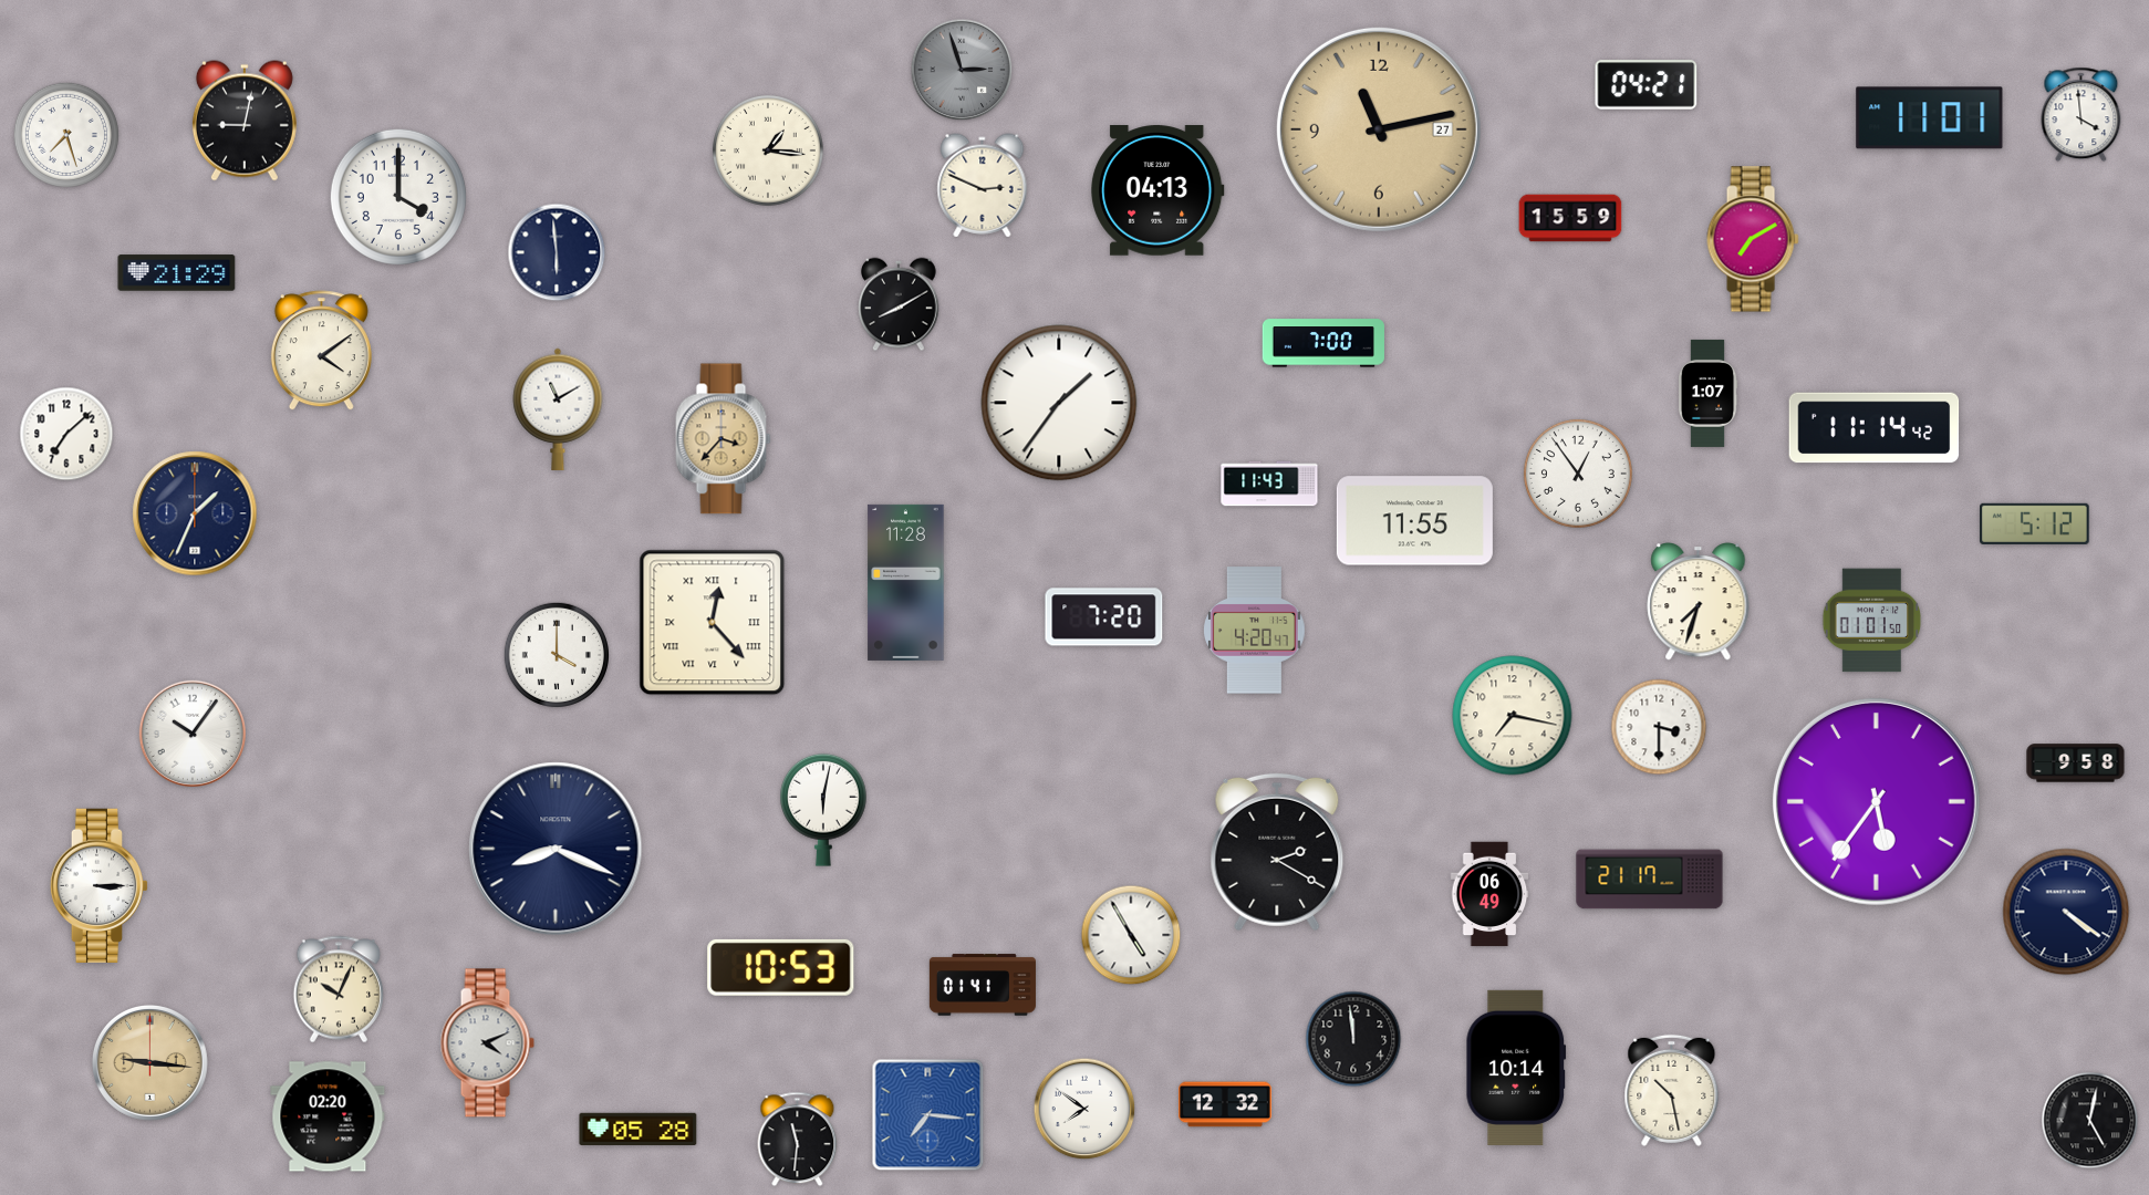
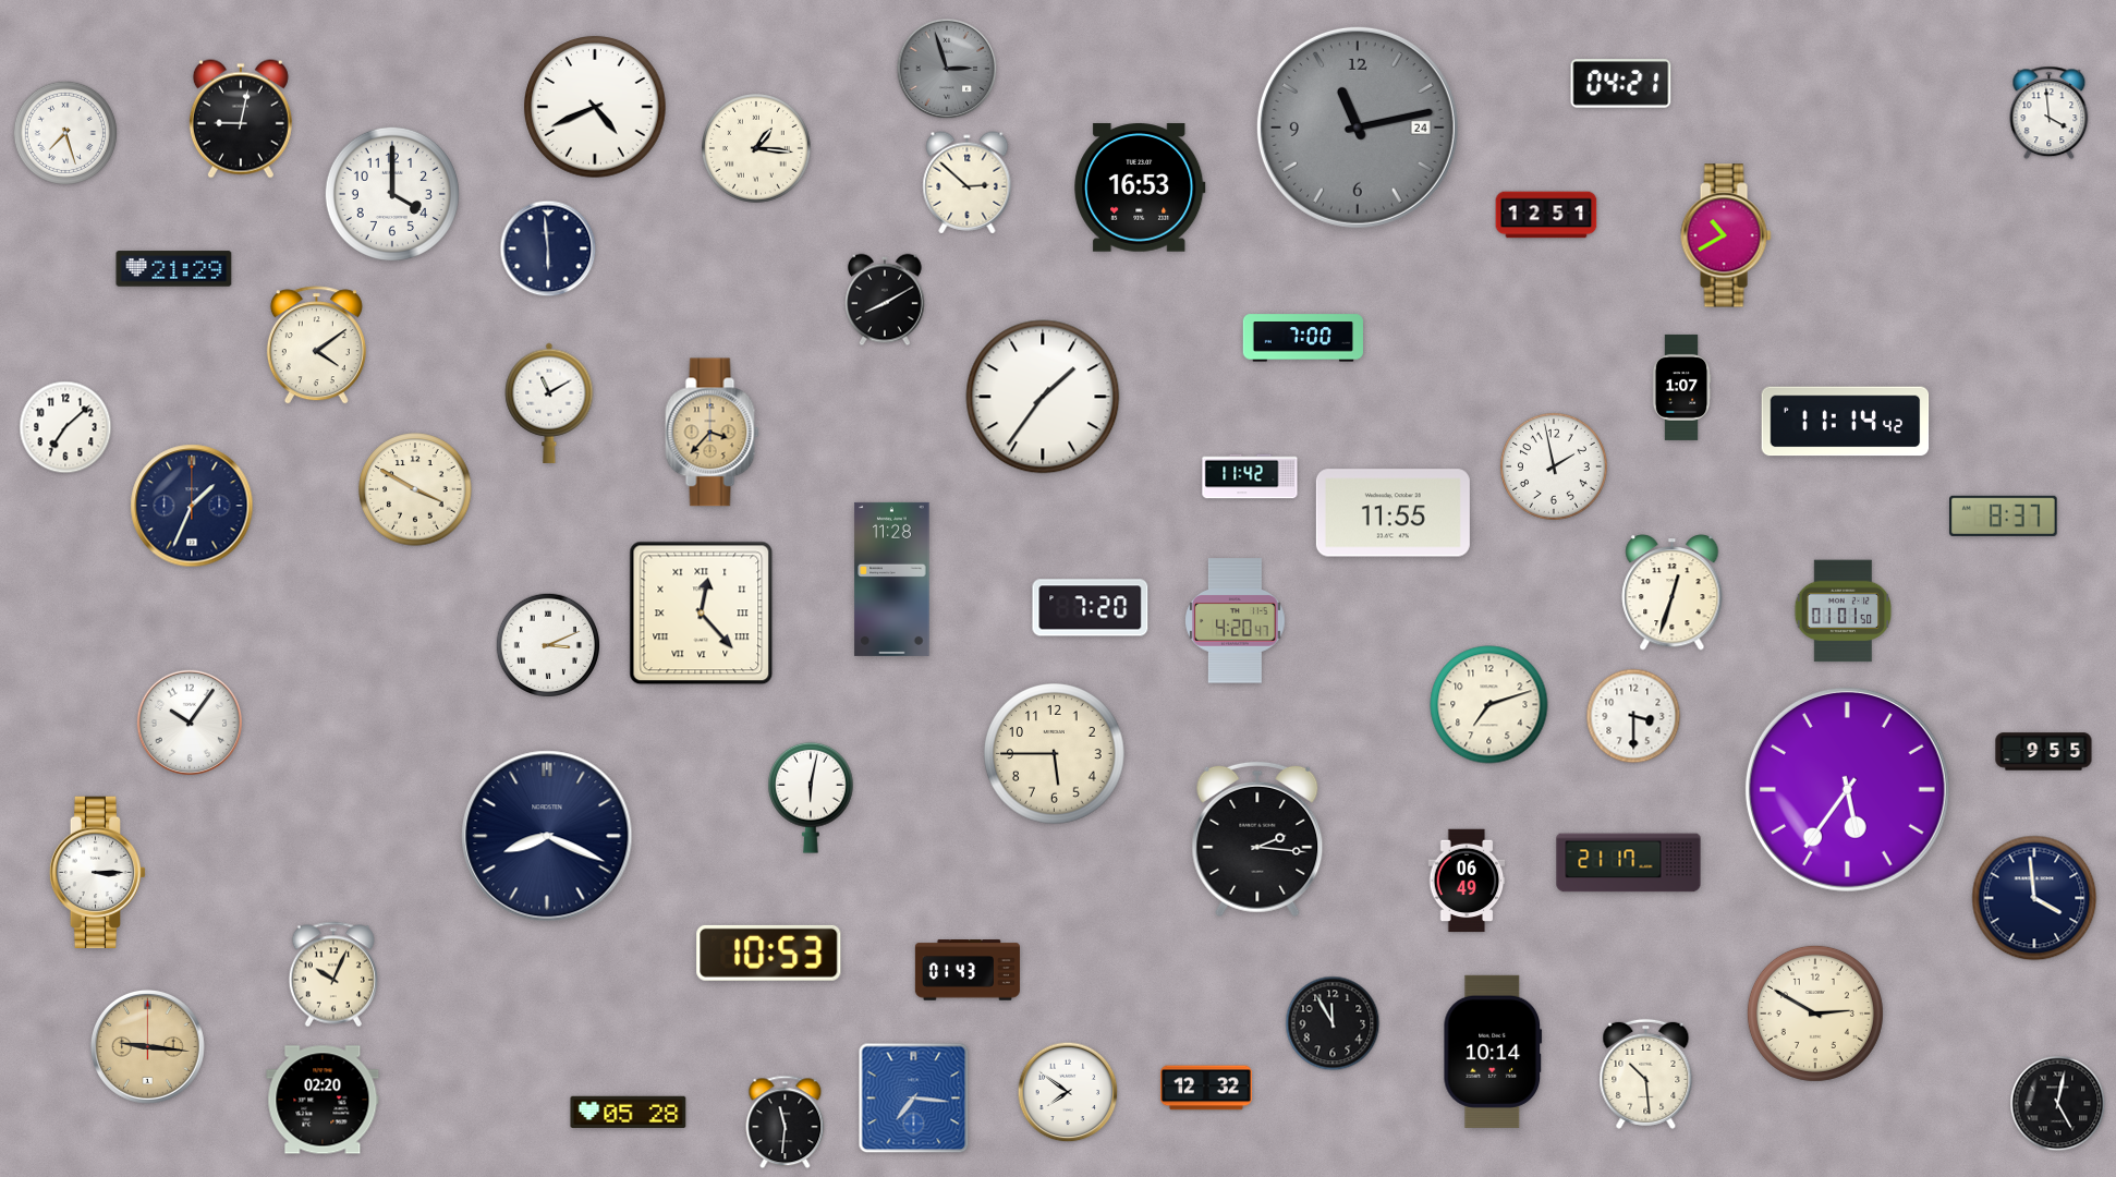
clock at (595, 107): none -> 4:41
clock at (1930, 118): 11:01 -> none
clock at (1379, 129) date: 27 -> 24
clock at (1379, 129) dial: champagne -> grey
clock at (983, 186): 2:49 -> 2:52
clock at (1157, 190): 04:13 -> 16:53
clock at (1570, 218): 15:59 -> 12:51
clock at (1753, 239): 7:10 -> 10:40
clock at (1578, 474): 12:54 -> 1:58
clock at (1269, 484): 11:43 -> 11:42
clock at (415, 489): none -> 3:50
clock at (2035, 523): 5:12 -> 8:37
clock at (906, 582) position: (906, 582) -> (892, 579)
clock at (1699, 602): 7:33 -> 12:33
clock at (1104, 617) position: (1104, 617) -> (1091, 608)
clock at (556, 654): 4:00 -> 3:11
clock at (1513, 716): 7:17 -> 7:12
clock at (2076, 763): 9:58 -> 9:55
clock at (1055, 754): none -> 5:45
clock at (1277, 852): 2:20 -> 2:16
clock at (1650, 880) position: (1650, 880) -> (1629, 863)
clock at (2066, 912): 4:21 -> 3:59
clock at (1131, 935): 4:55 -> none
clock at (983, 985): 01:41 -> 01:43
clock at (1815, 1014): none -> 2:50
clock at (1353, 1039): 11:59 -> 11:55
clock at (487, 1043): 4:11 -> none
clock at (1672, 1090): 10:28 -> 10:29
